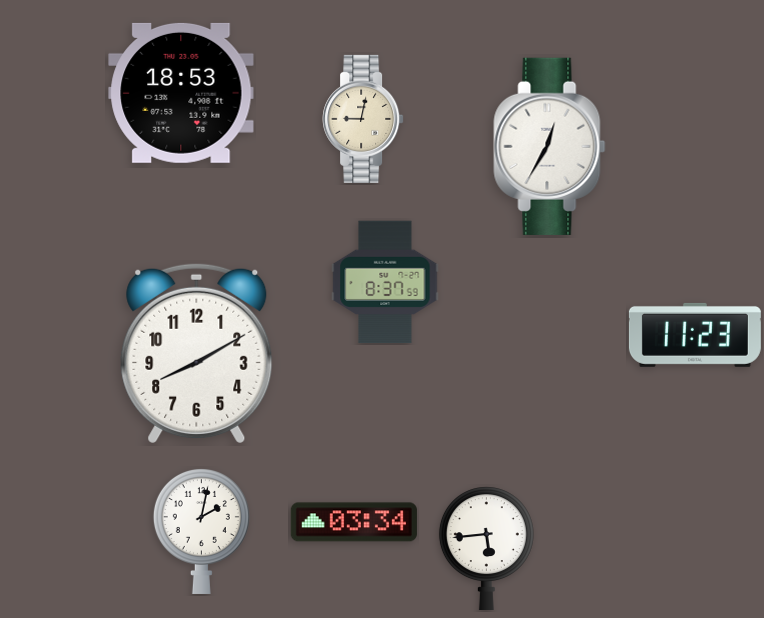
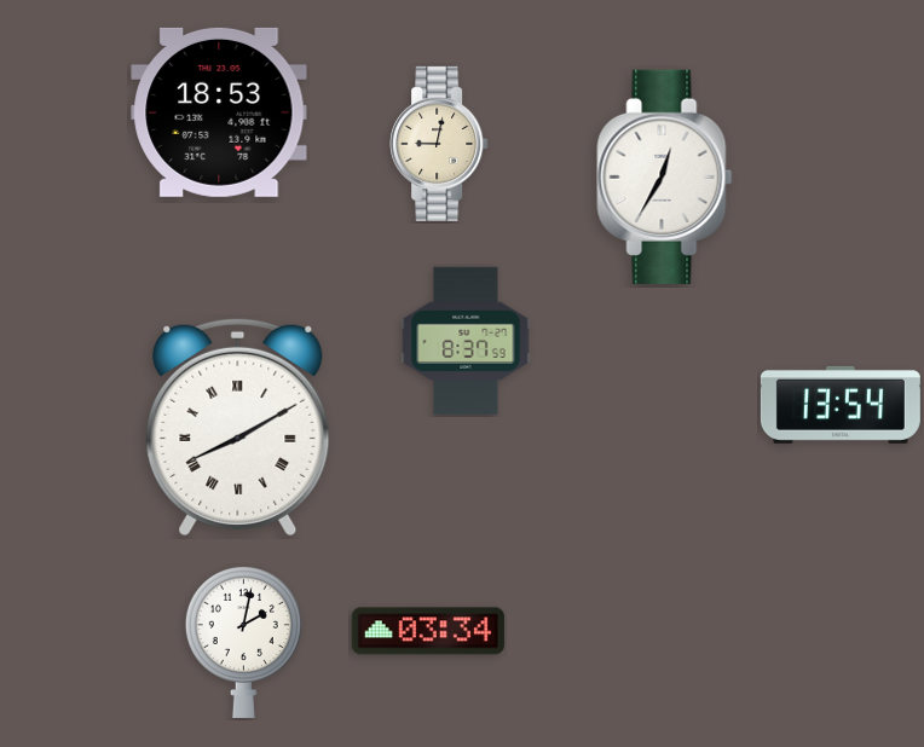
clock at (695, 335): 11:23 -> 13:54
clock at (197, 353) numerals: Arabic -> Roman
clock at (486, 548): 5:44 -> none
